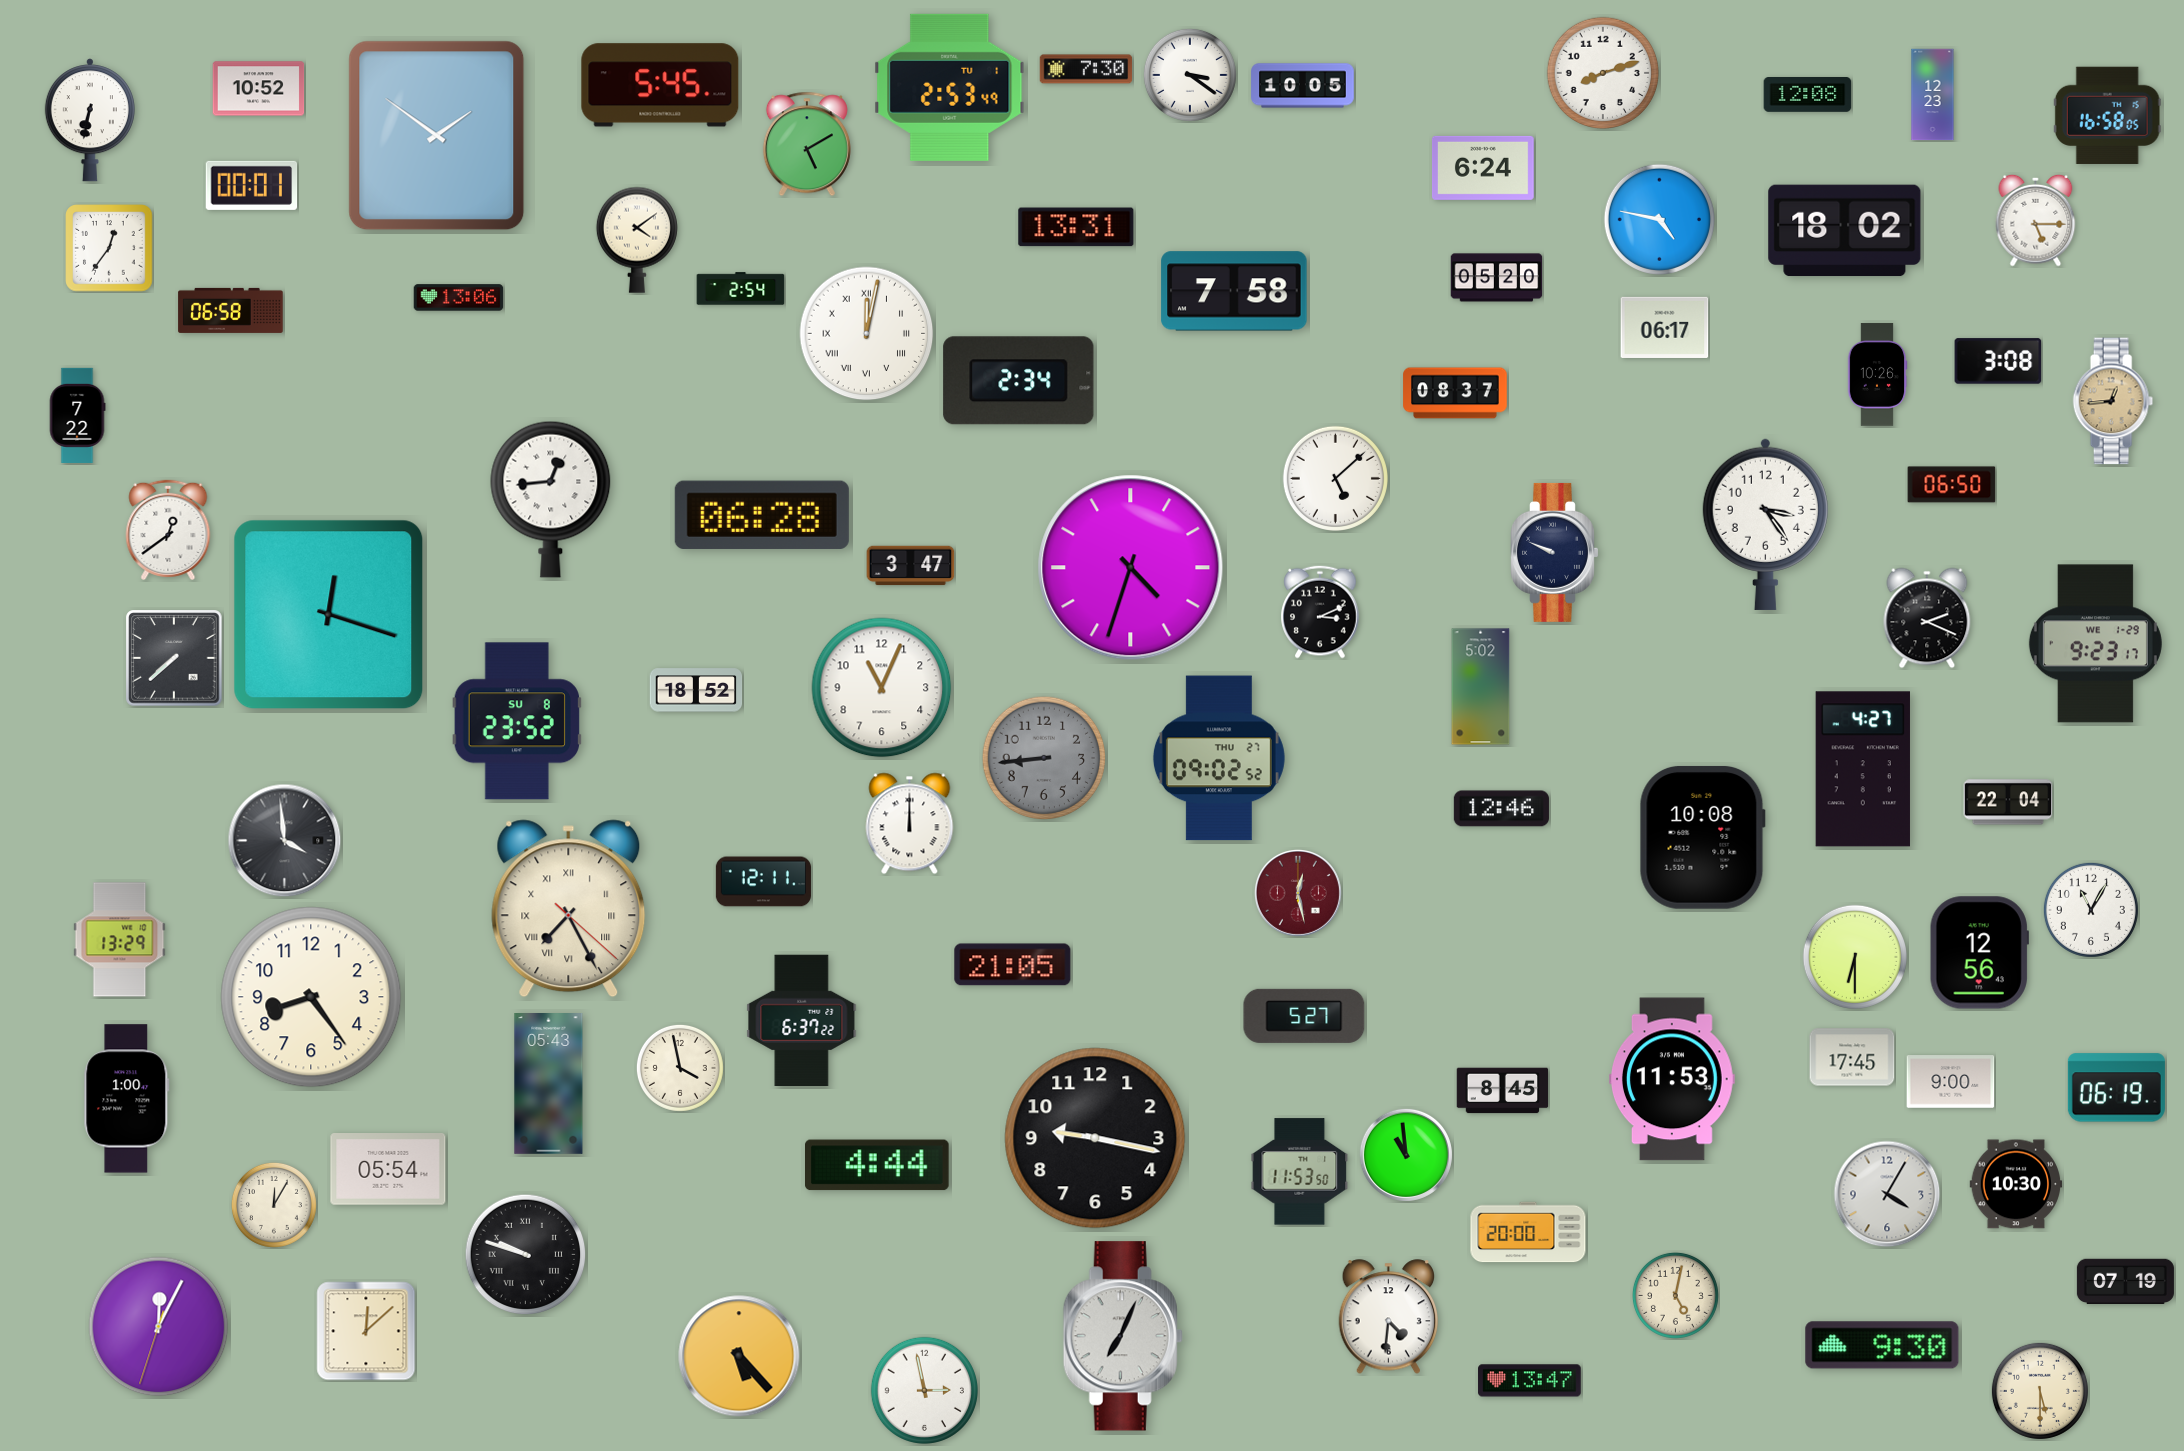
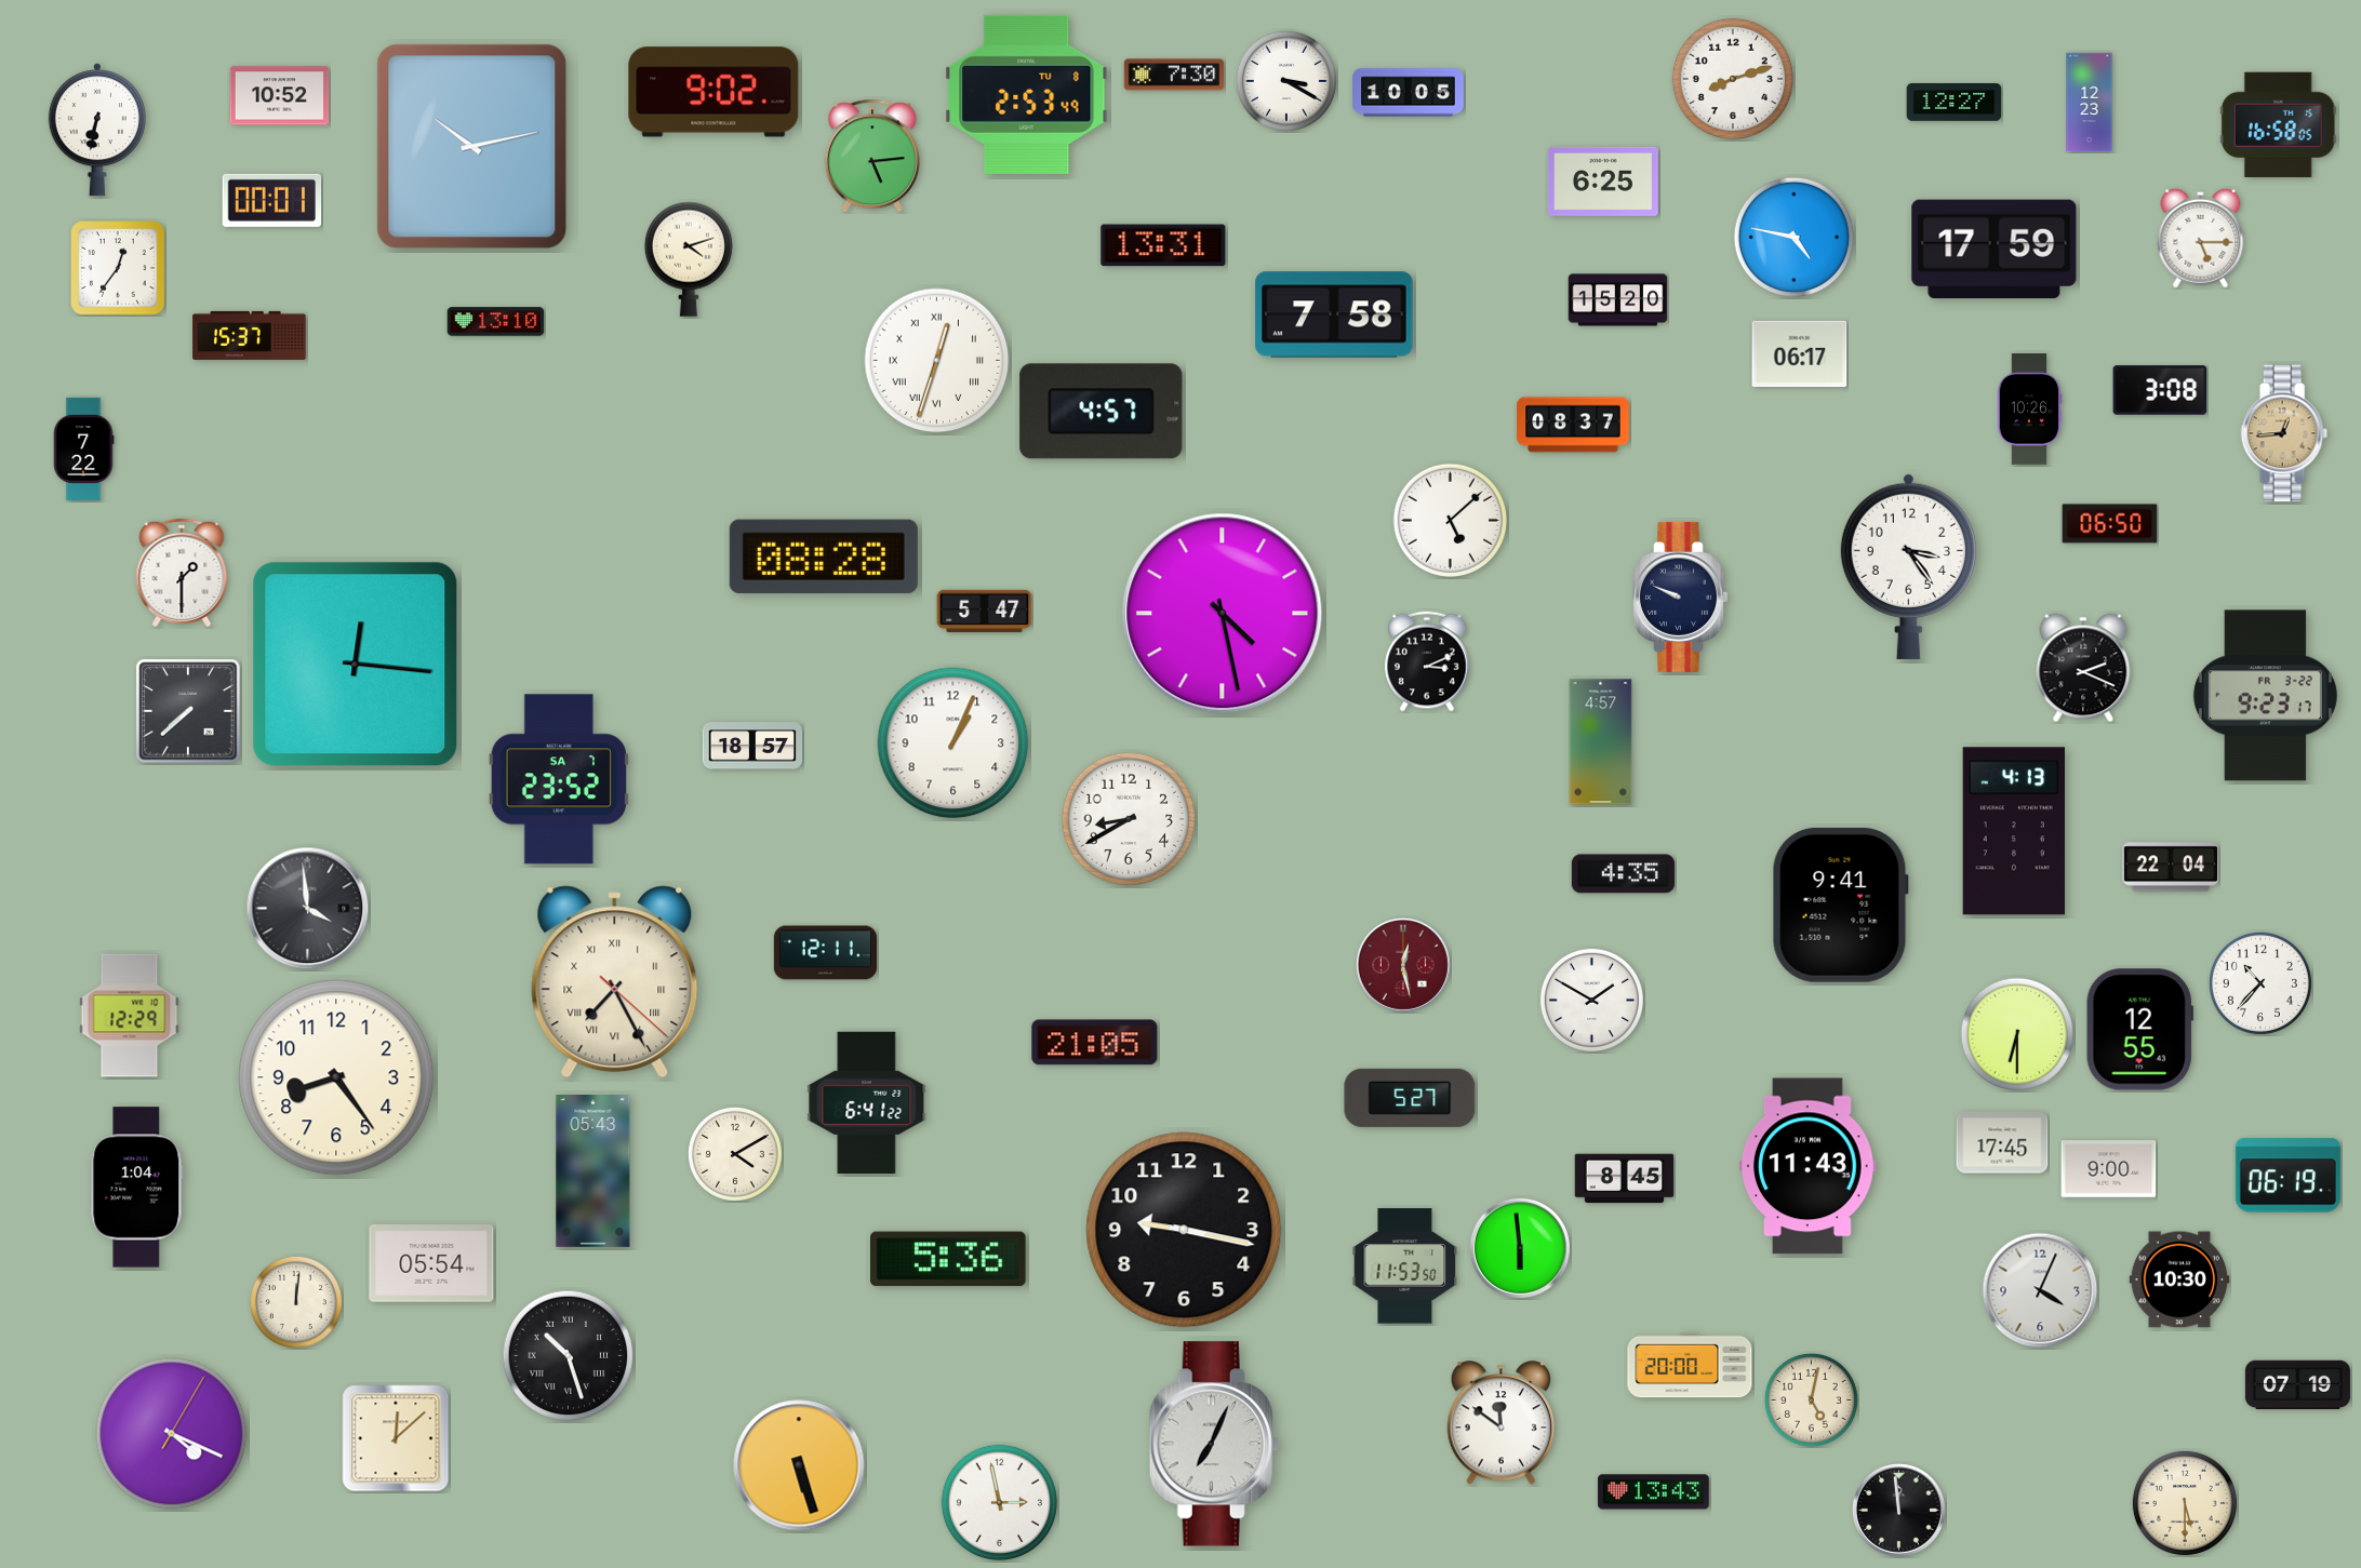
clock at (1190, 75): 3:21 -> 3:20
clock at (660, 85): 5:45 -> 9:02
clock at (950, 87) date: TU 1 -> TU 8
clock at (1808, 95): 12:08 -> 12:27
clock at (437, 136): 1:51 -> 10:13
clock at (807, 144): 5:10 -> 5:14
clock at (1483, 168): 6:24 -> 6:25
clock at (1845, 231): 18:02 -> 17:59
clock at (637, 240): 4:09 -> 4:12
clock at (1497, 278): 05:20 -> 15:20
clock at (741, 289): 2:54 -> none
clock at (459, 298): 13:06 -> 13:10
clock at (231, 310): 06:58 -> 15:37
clock at (867, 334): 12:02 -> 12:33
clock at (1877, 375) position: (1877, 375) -> (2029, 410)
clock at (1019, 381): 2:34 -> 4:57
clock at (1335, 478) position: (1335, 478) -> (1450, 520)
clock at (551, 499): 12:44 -> none
clock at (762, 515): 06:28 -> 08:28
clock at (168, 530): 12:39 -> 1:30
clock at (911, 566): 3:47 -> 5:47
clock at (1131, 568): 4:33 -> 4:28
clock at (329, 615): 12:18 -> 12:16
clock at (2095, 644) date: WE 1-29 -> FR 3-22
clock at (1481, 687): 5:02 -> 4:57
clock at (882, 688): 11:04 -> 1:04
clock at (696, 690): 18:52 -> 18:57
clock at (516, 721) date: SU 8 -> SA 7
clock at (1044, 758): 8:44 -> 8:40
clock at (1044, 758) dial: grey -> white
clock at (1219, 758): 09:02 -> none
clock at (1863, 769): 4:27 -> 4:13
clock at (1501, 809): 12:46 -> 4:35
clock at (910, 824): 12:00 -> none
clock at (1702, 837): 10:08 -> 9:41
clock at (2091, 910): 11:05 -> 10:37
clock at (1591, 1000): none -> 1:50
clock at (120, 940): 13:29 -> 12:29
clock at (1979, 953): 12:56 -> 12:55
clock at (1855, 957) position: (1855, 957) -> (2017, 1034)
clock at (802, 1020): 6:37 -> 6:41
clock at (680, 1068): 3:58 -> 4:10
clock at (1673, 1079): 11:53 -> 11:43
clock at (127, 1099): 1:00 -> 1:04
clock at (1406, 1155): 10:59 -> 5:59
clock at (878, 1165): 4:44 -> 5:36
clock at (388, 1169) position: (388, 1169) -> (431, 1263)
clock at (1887, 1194): 4:05 -> 4:04
clock at (274, 1205): 12:05 -> 12:01
clock at (1528, 1232) position: (1528, 1232) -> (1690, 1365)
clock at (526, 1255): 9:48 -> 10:27
clock at (1388, 1317): 4:31 -> 11:51
clock at (159, 1327): 12:04 -> 4:19
clock at (1882, 1345): 9:30 -> none
clock at (739, 1356): 5:23 -> 5:27
clock at (1530, 1381): 13:47 -> 13:43
clock at (2040, 1391) position: (2040, 1391) -> (2185, 1503)
clock at (1898, 1510): none -> 11:59
